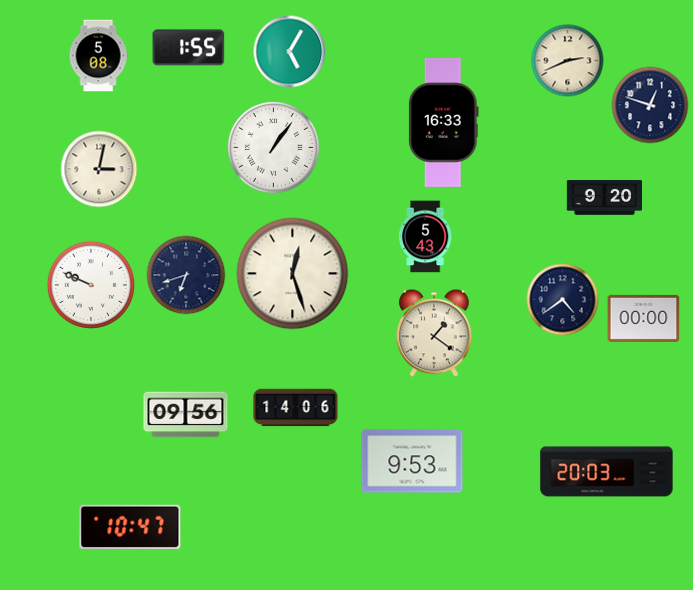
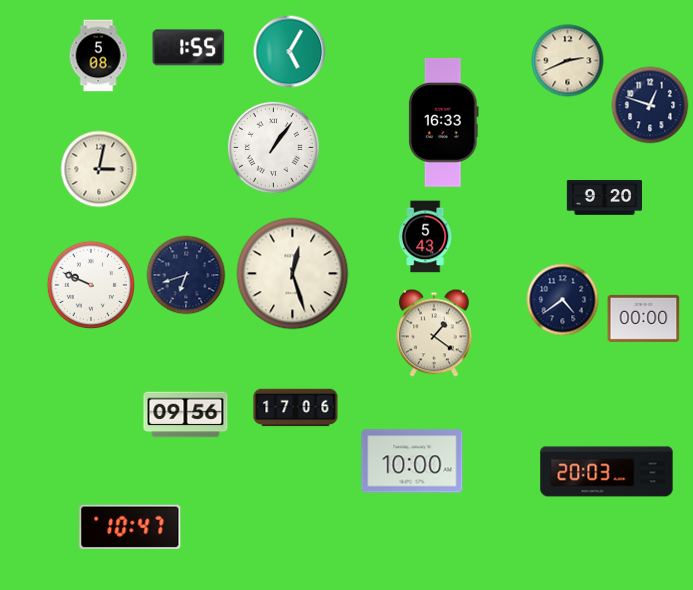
clock at (296, 408): 14:06 -> 17:06
clock at (412, 461): 9:53 -> 10:00
